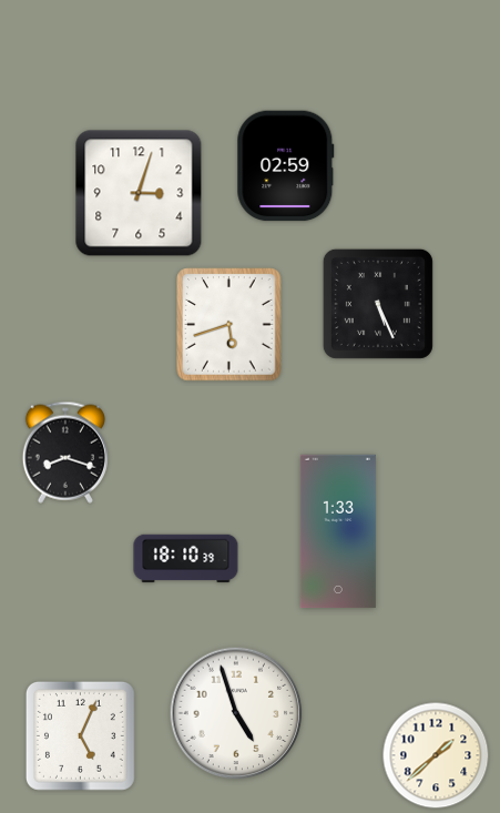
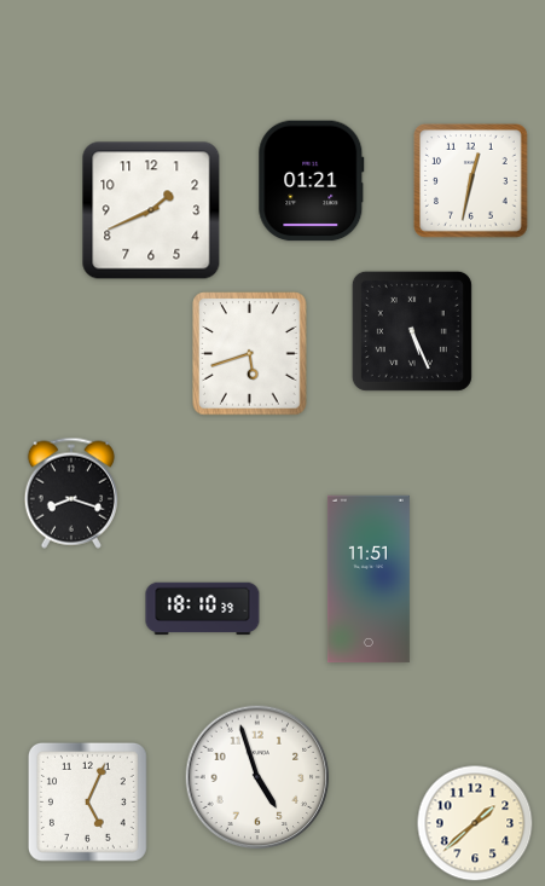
clock at (286, 166): 02:59 -> 01:21
clock at (471, 181): none -> 12:32
clock at (139, 193): 3:03 -> 1:41
clock at (338, 531): 1:33 -> 11:51
